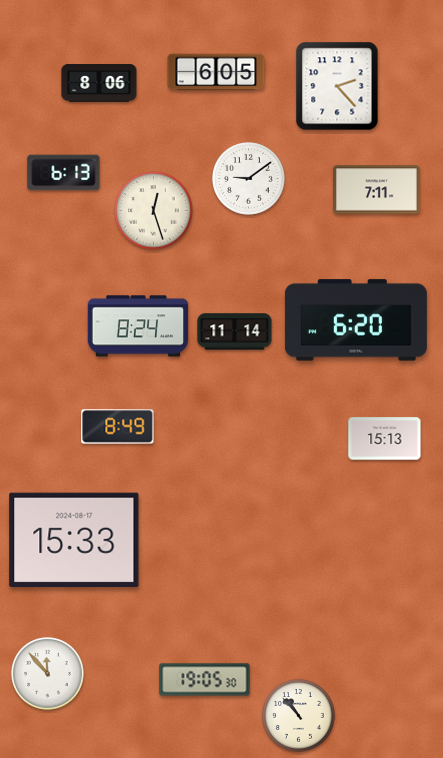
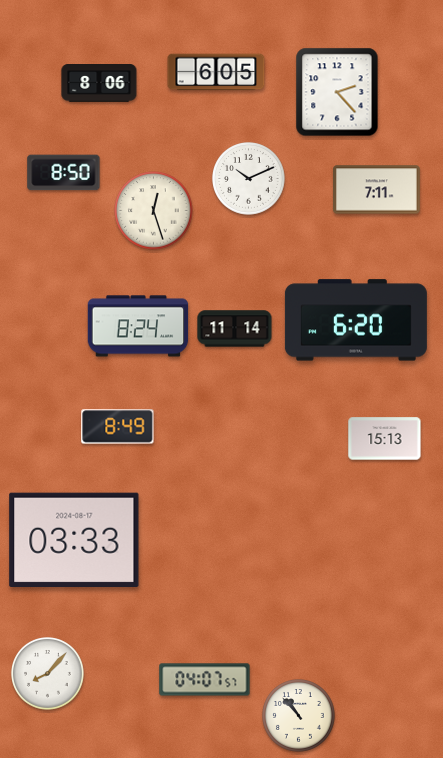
clock at (337, 86) position: (337, 86) -> (337, 92)
clock at (64, 173): 6:13 -> 8:50
clock at (249, 179): 9:09 -> 10:11
clock at (235, 332) position: (235, 332) -> (235, 329)
clock at (74, 539): 15:33 -> 03:33
clock at (48, 674): 11:53 -> 8:07
clock at (205, 680): 19:05 -> 04:07
